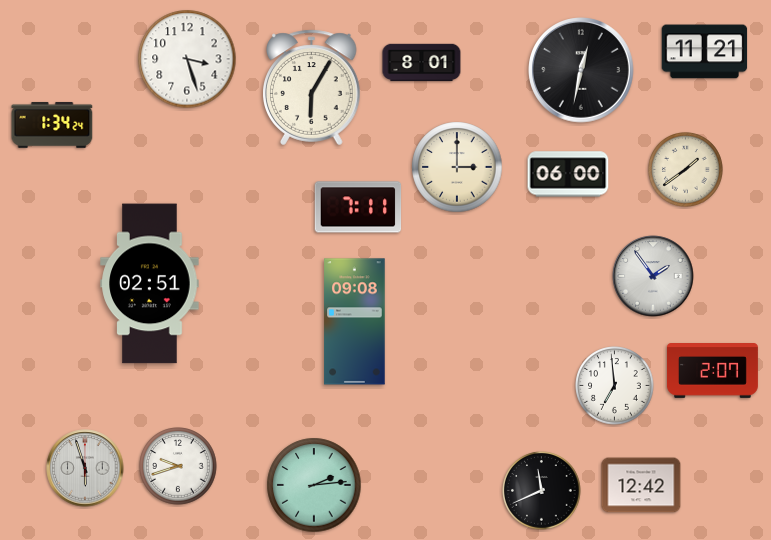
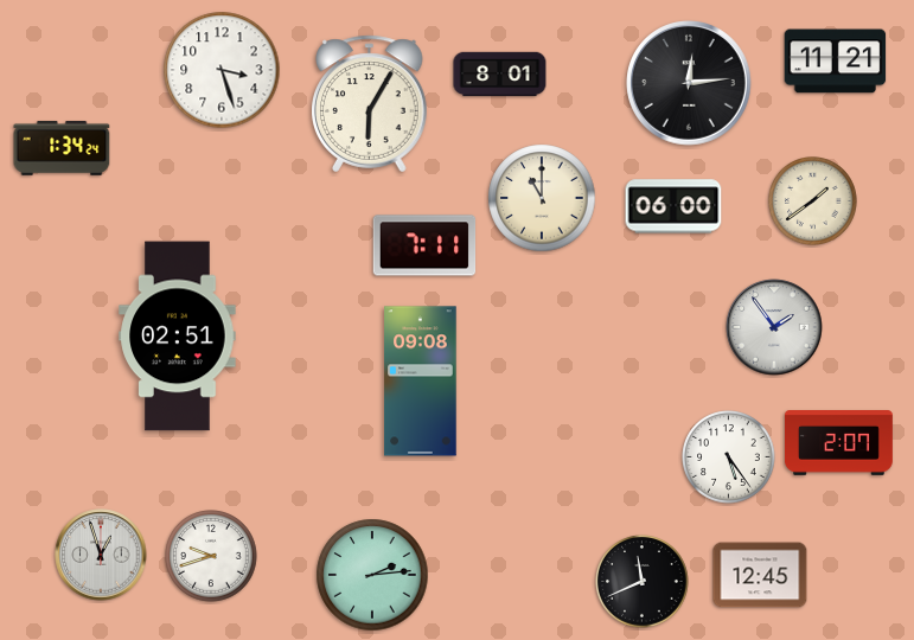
clock at (581, 70): 12:32 -> 12:14
clock at (457, 167): 3:00 -> 11:00
clock at (712, 371) position: (712, 371) -> (838, 443)
clock at (615, 386): 6:59 -> 5:24
clock at (178, 466) position: (178, 466) -> (211, 556)
clock at (85, 468): 5:57 -> 12:57
clock at (641, 485): 12:42 -> 12:45
